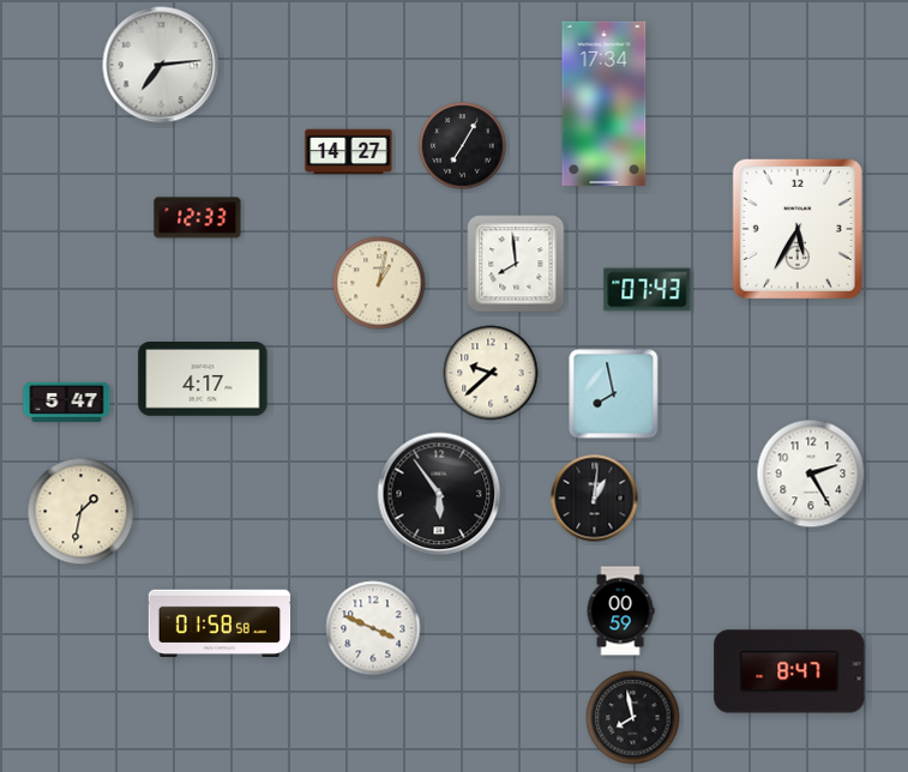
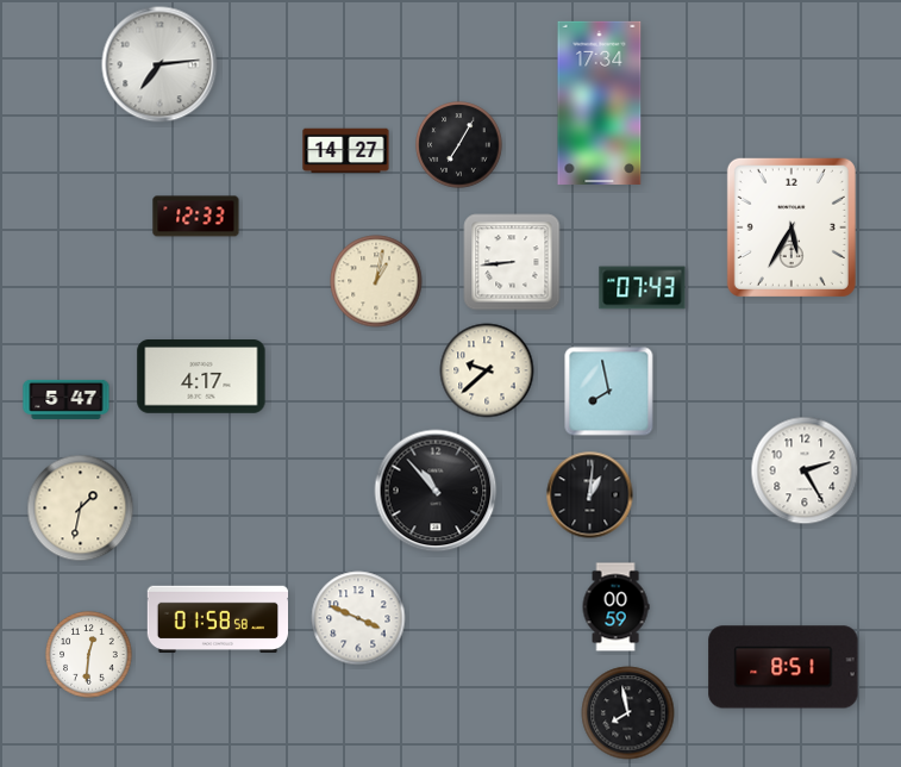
clock at (516, 264): 7:59 -> 8:44
clock at (439, 494): 5:54 -> 10:53
clock at (373, 628) position: (373, 628) -> (358, 618)
clock at (89, 655): none -> 12:31
clock at (789, 671): 8:47 -> 8:51
